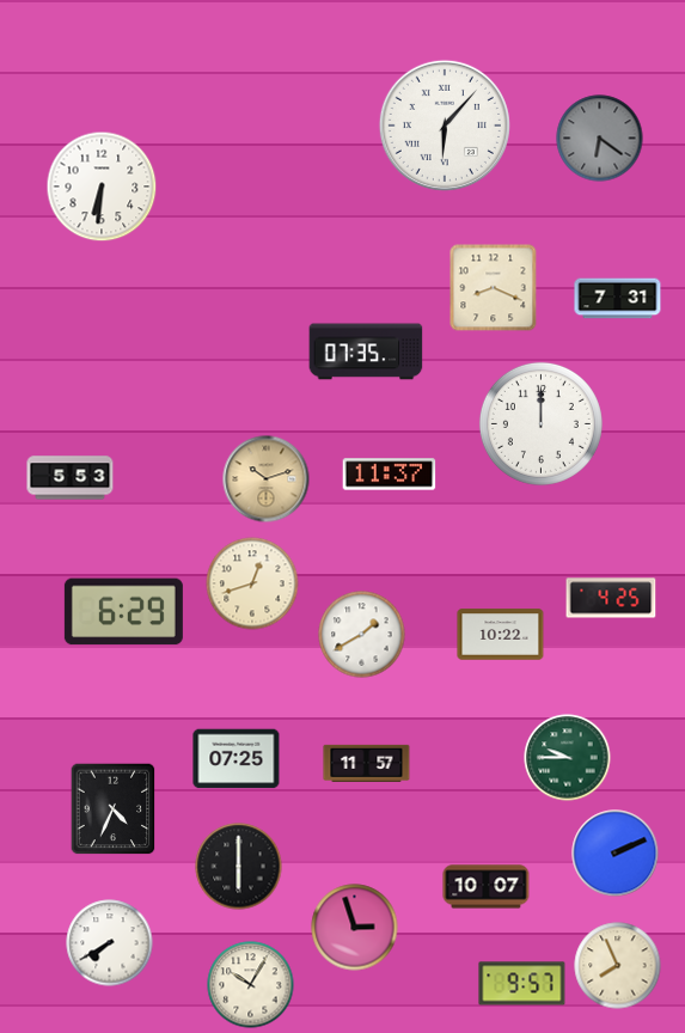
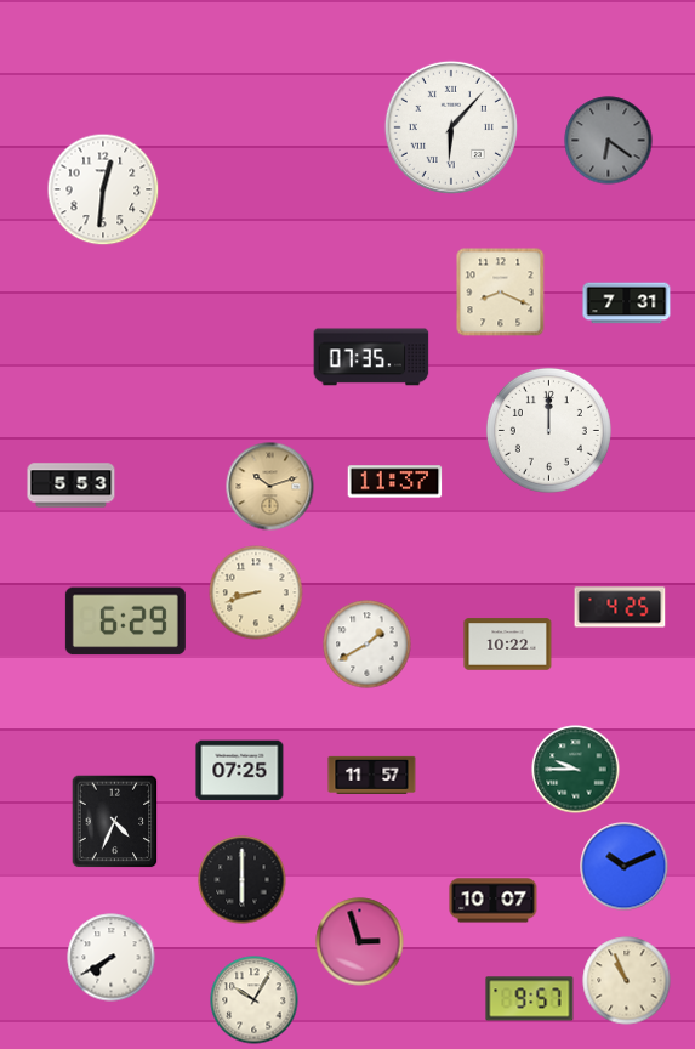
clock at (102, 187): 6:31 -> 12:31
clock at (252, 583): 12:42 -> 8:42
clock at (616, 854): 2:11 -> 10:11
clock at (618, 966): 7:56 -> 10:56
